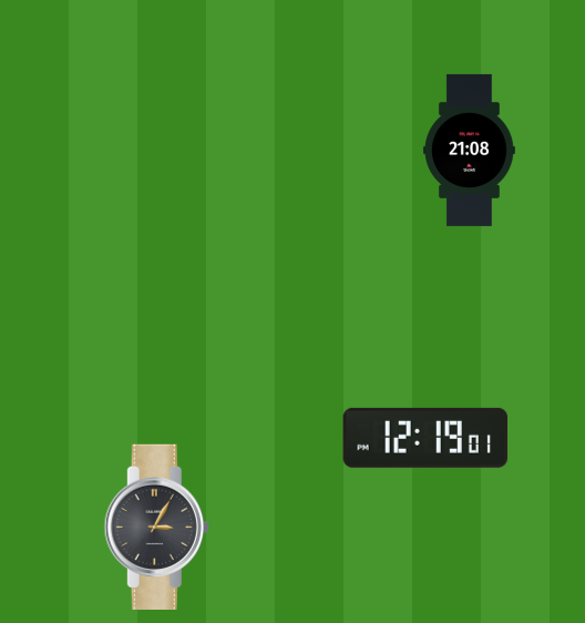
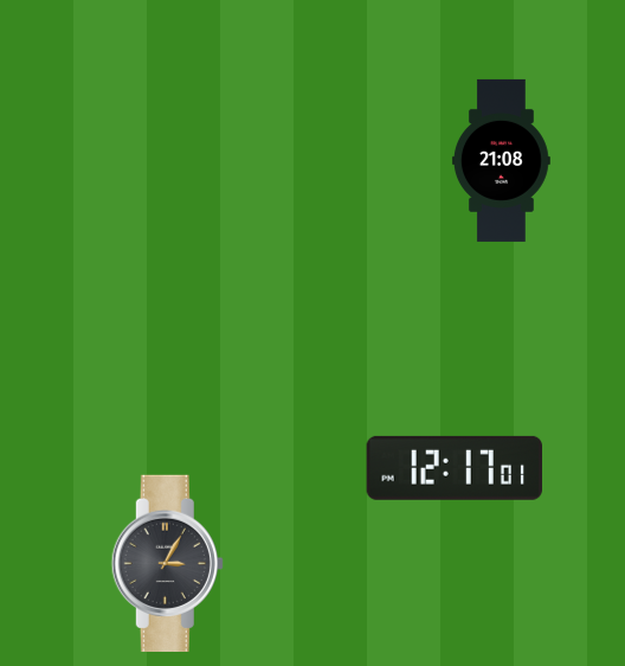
clock at (424, 438): 12:19 -> 12:17
